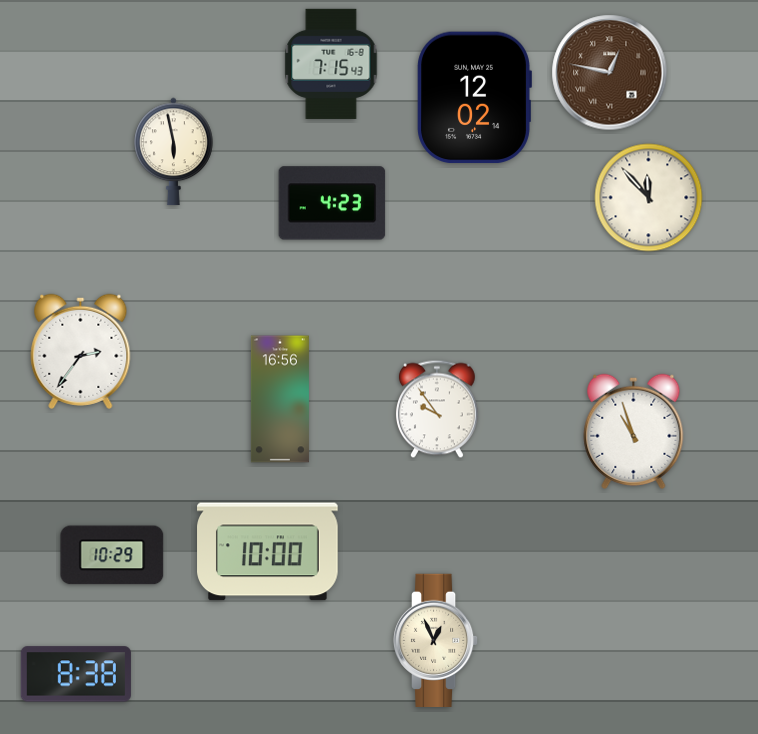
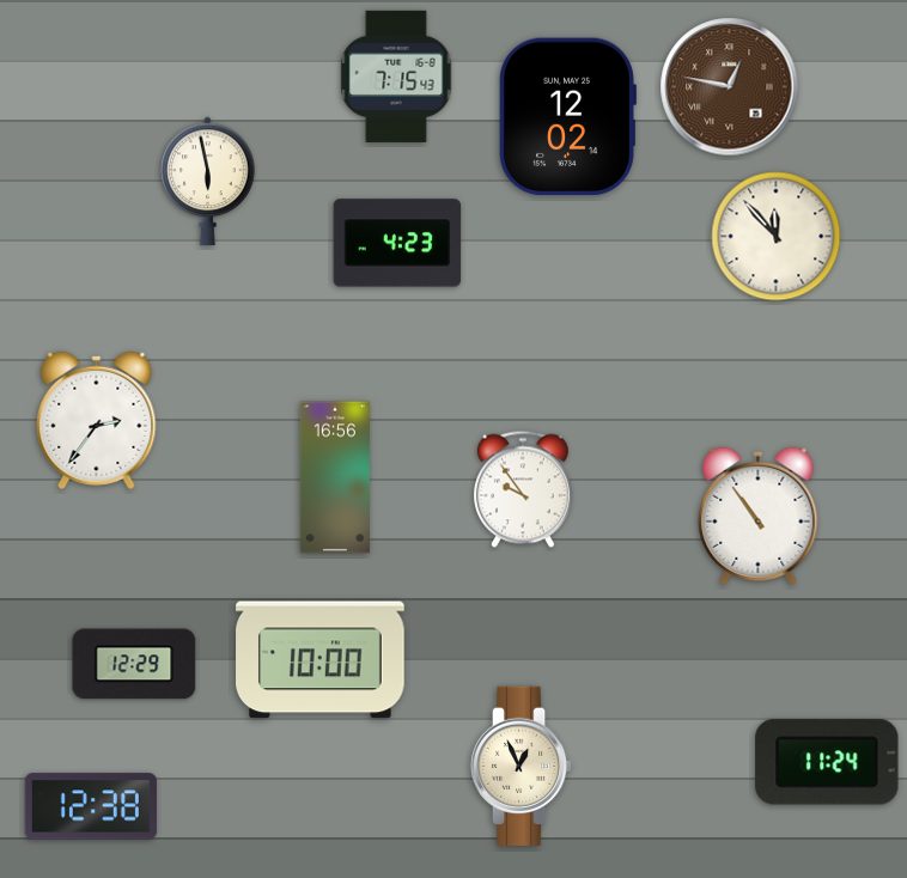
clock at (634, 431): 10:57 -> 10:54
clock at (112, 555): 10:29 -> 12:29
clock at (827, 762): none -> 11:24
clock at (76, 674): 8:38 -> 12:38
